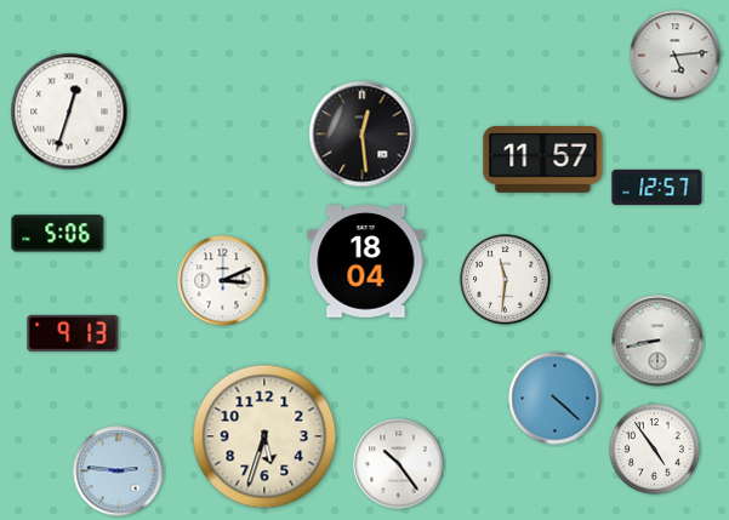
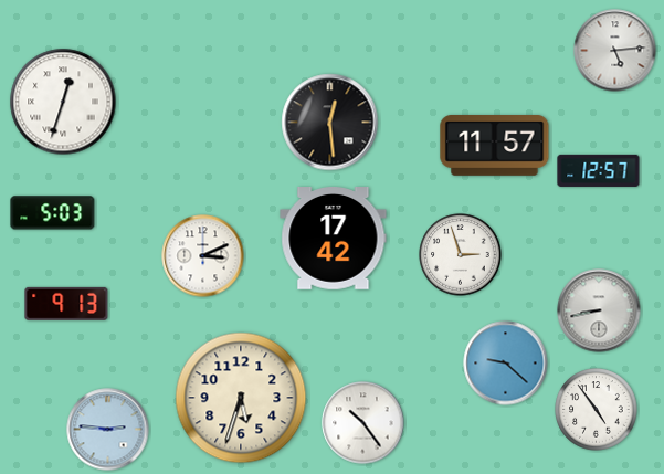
clock at (58, 234): 5:06 -> 5:03
clock at (366, 262): 18:04 -> 17:42
clock at (506, 280): 11:31 -> 2:57
clock at (556, 399): 4:22 -> 9:22
